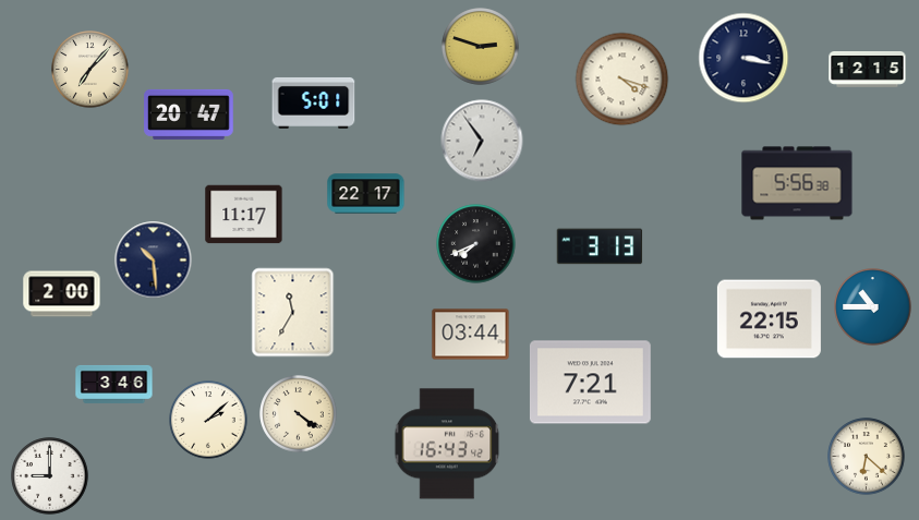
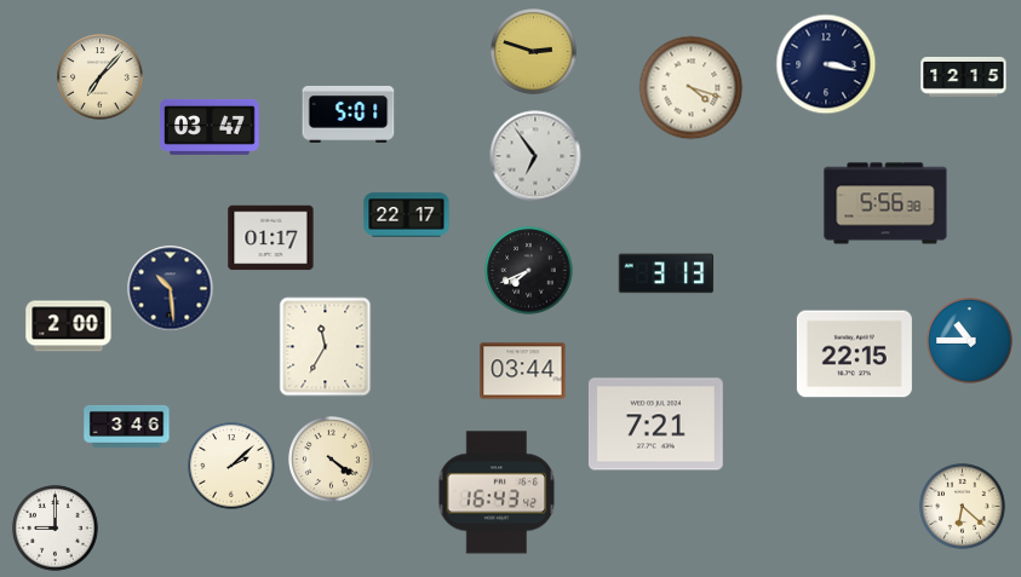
clock at (189, 114): 20:47 -> 03:47
clock at (244, 215): 11:17 -> 01:17
